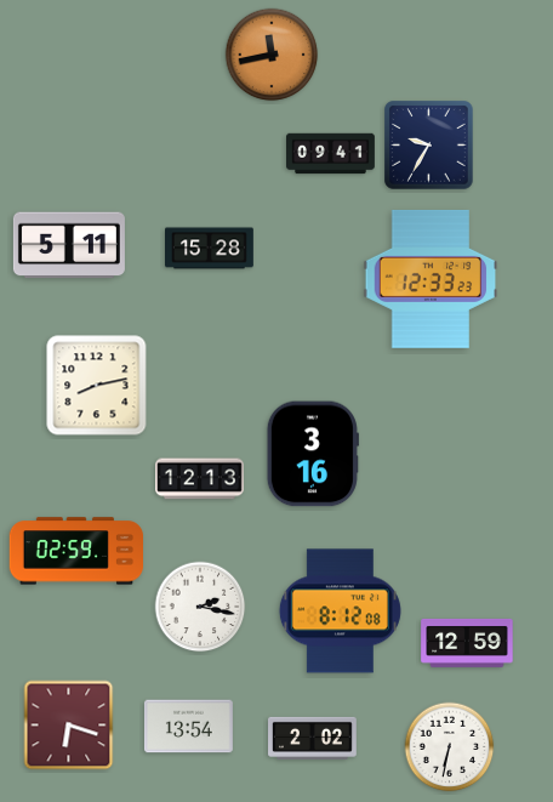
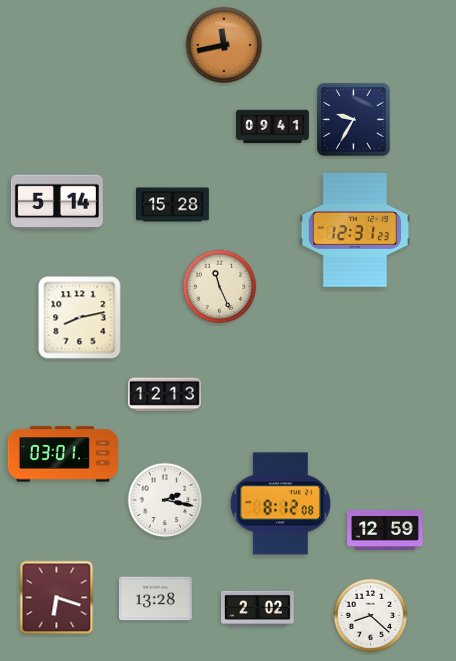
clock at (69, 245): 5:11 -> 5:14
clock at (431, 279): 12:33 -> 12:31
clock at (220, 287): none -> 11:26
clock at (313, 454): 3:16 -> none
clock at (75, 551): 02:59 -> 03:01
clock at (188, 727): 13:54 -> 13:28
clock at (450, 747): 6:32 -> 8:22
